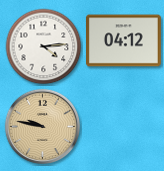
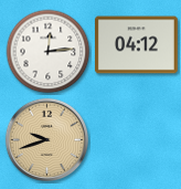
clock at (44, 47): 4:14 -> 12:14
clock at (42, 126): 9:47 -> 9:42
